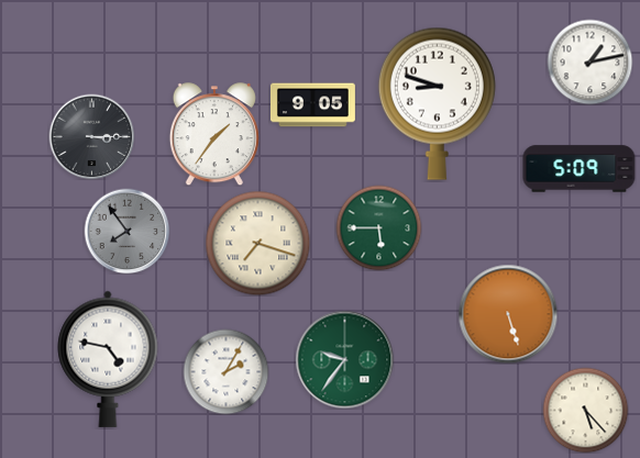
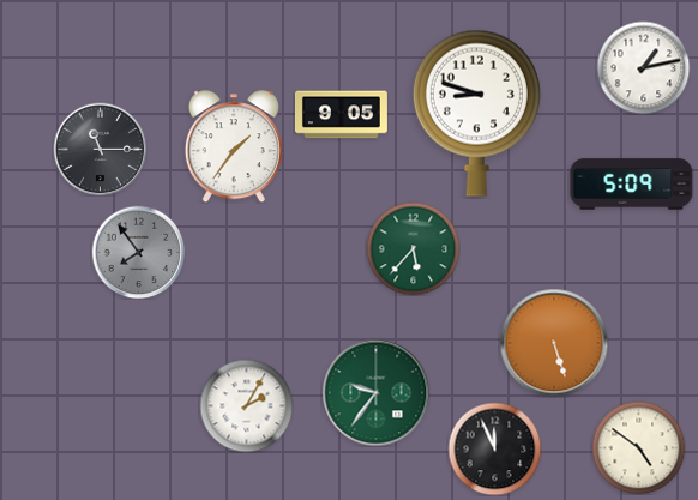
clock at (91, 136): 3:15 -> 11:15
clock at (378, 227): 5:45 -> 5:37
clock at (257, 243): 7:18 -> none
clock at (108, 359): 4:47 -> none
clock at (585, 410): 5:23 -> 4:51
clock at (494, 448): none -> 11:56
